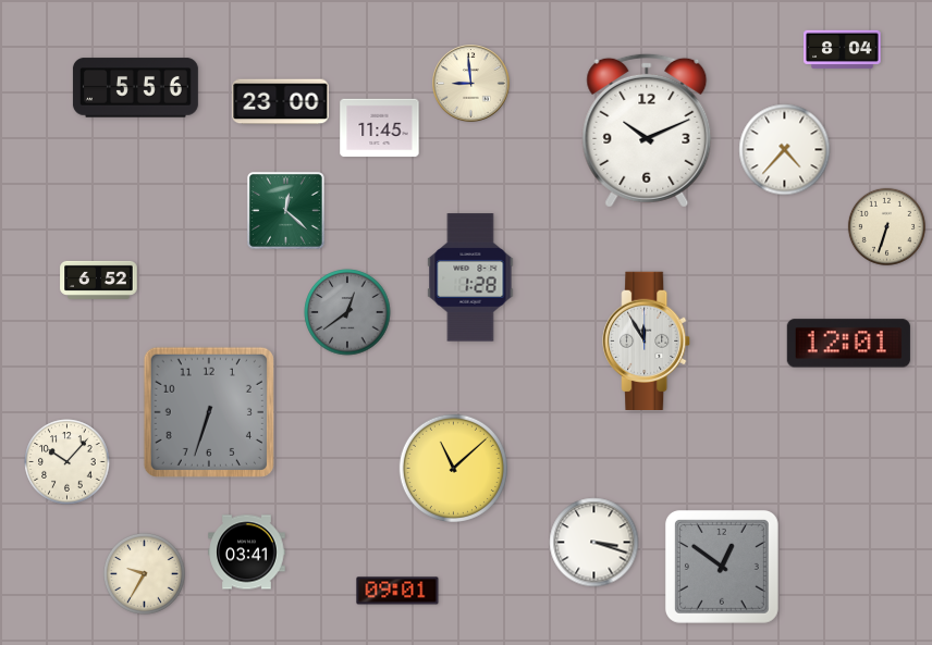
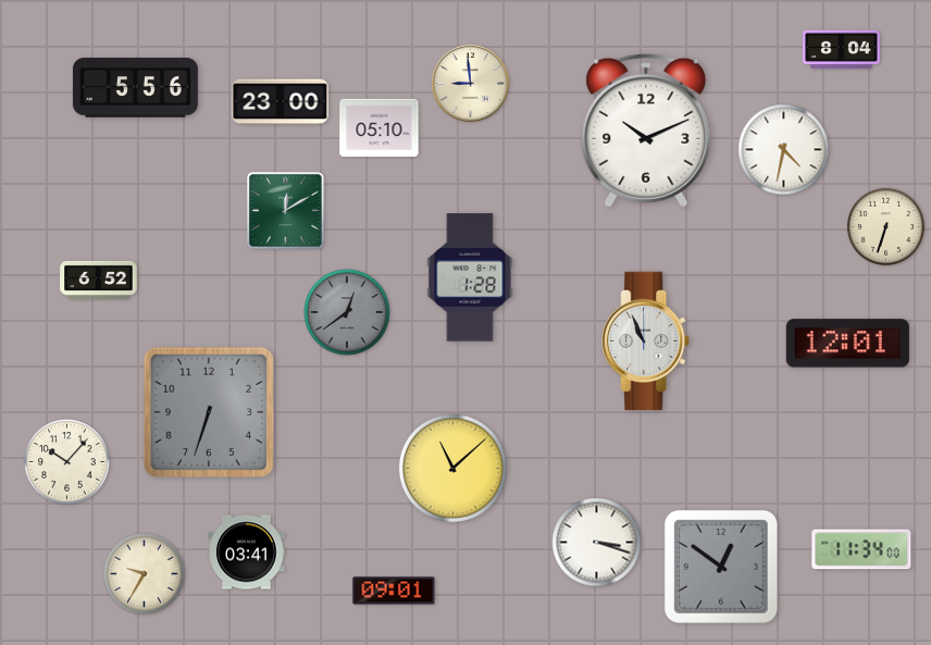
clock at (380, 128): 11:45 -> 05:10
clock at (785, 150): 4:37 -> 4:32
clock at (285, 210): 12:22 -> 12:10
clock at (647, 342): 11:55 -> 10:56
clock at (594, 543) position: (594, 543) -> (597, 543)
clock at (861, 549): none -> 11:34
clock at (397, 591) position: (397, 591) -> (394, 591)
